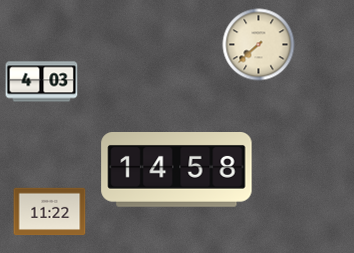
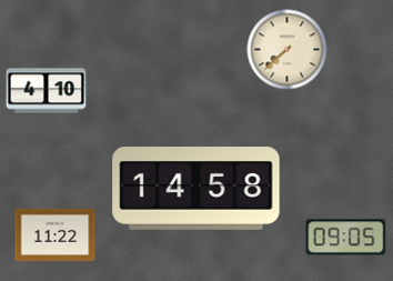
clock at (42, 82): 4:03 -> 4:10
clock at (346, 238): none -> 09:05
